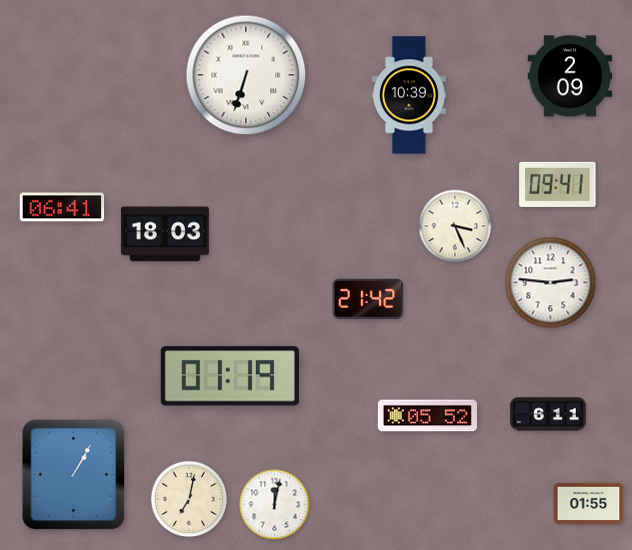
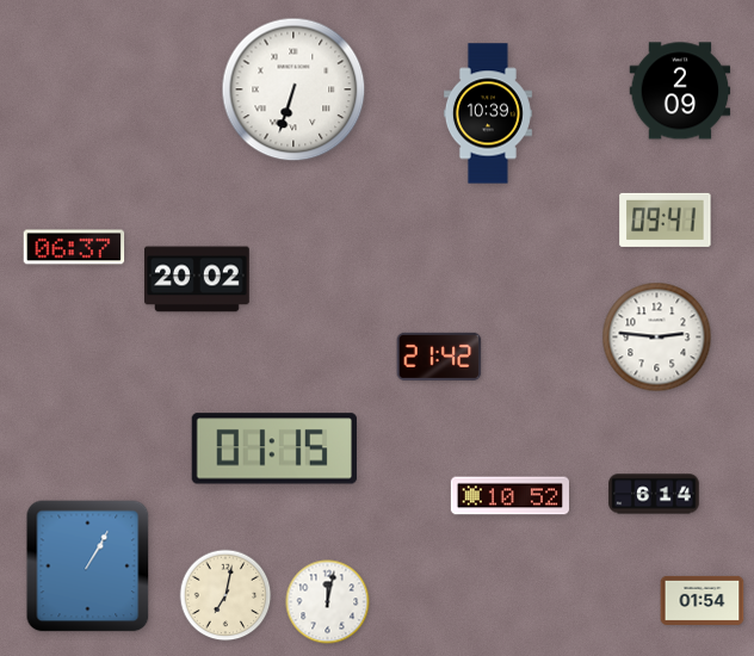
clock at (62, 207): 06:41 -> 06:37
clock at (455, 226): 3:26 -> none
clock at (166, 234): 18:03 -> 20:02
clock at (230, 376): 01:19 -> 01:15
clock at (548, 414): 6:11 -> 6:14
clock at (427, 416): 05:52 -> 10:52
clock at (589, 503): 01:55 -> 01:54
